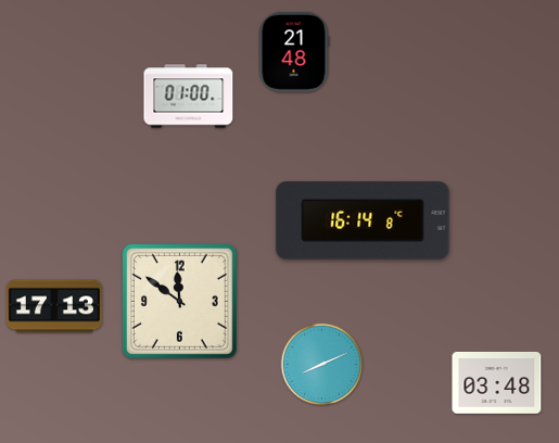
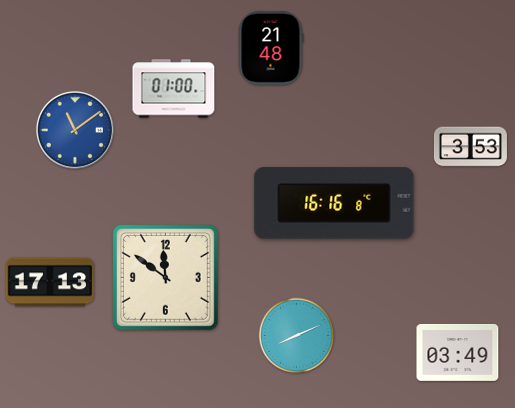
clock at (75, 130): none -> 11:09
clock at (470, 147): none -> 3:53
clock at (363, 220): 16:14 -> 16:16
clock at (497, 383): 03:48 -> 03:49
